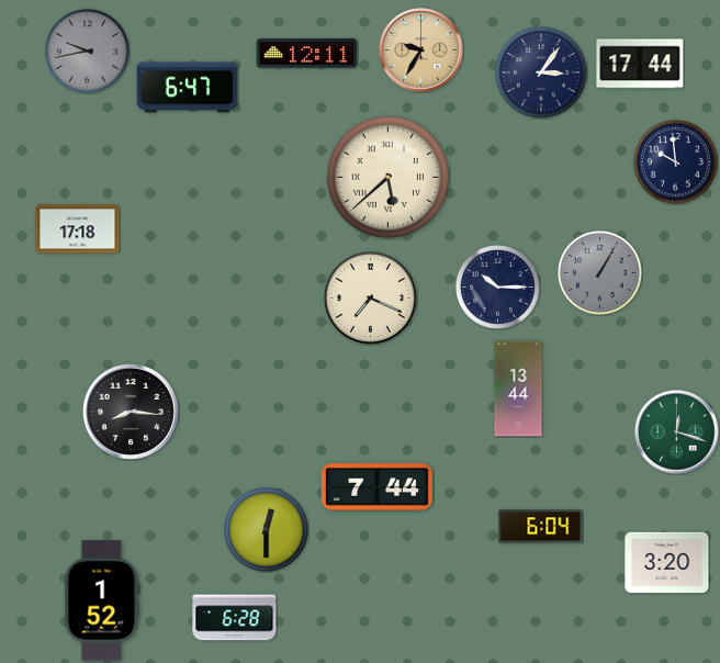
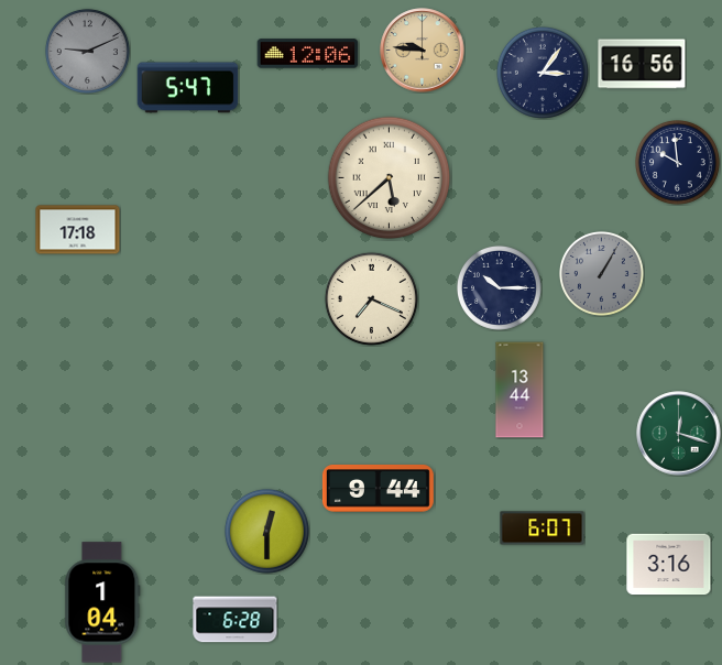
clock at (87, 50): 9:43 -> 9:11
clock at (421, 50): 9:35 -> 9:46
clock at (307, 54): 12:11 -> 12:06
clock at (640, 64): 17:44 -> 16:56
clock at (188, 88): 6:47 -> 5:47
clock at (131, 412): 8:16 -> none
clock at (376, 487): 7:44 -> 9:44
clock at (541, 527): 6:04 -> 6:07
clock at (667, 563): 3:20 -> 3:16
clock at (102, 600): 1:52 -> 1:04
